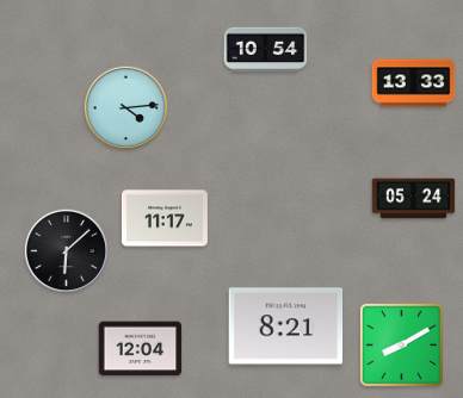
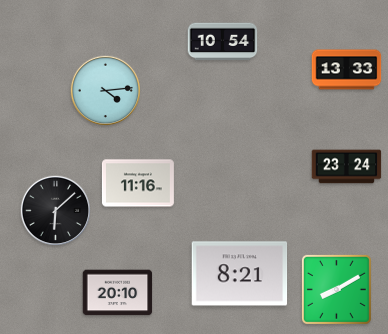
clock at (414, 199): 05:24 -> 23:24
clock at (165, 218): 11:17 -> 11:16
clock at (141, 349): 12:04 -> 20:10
